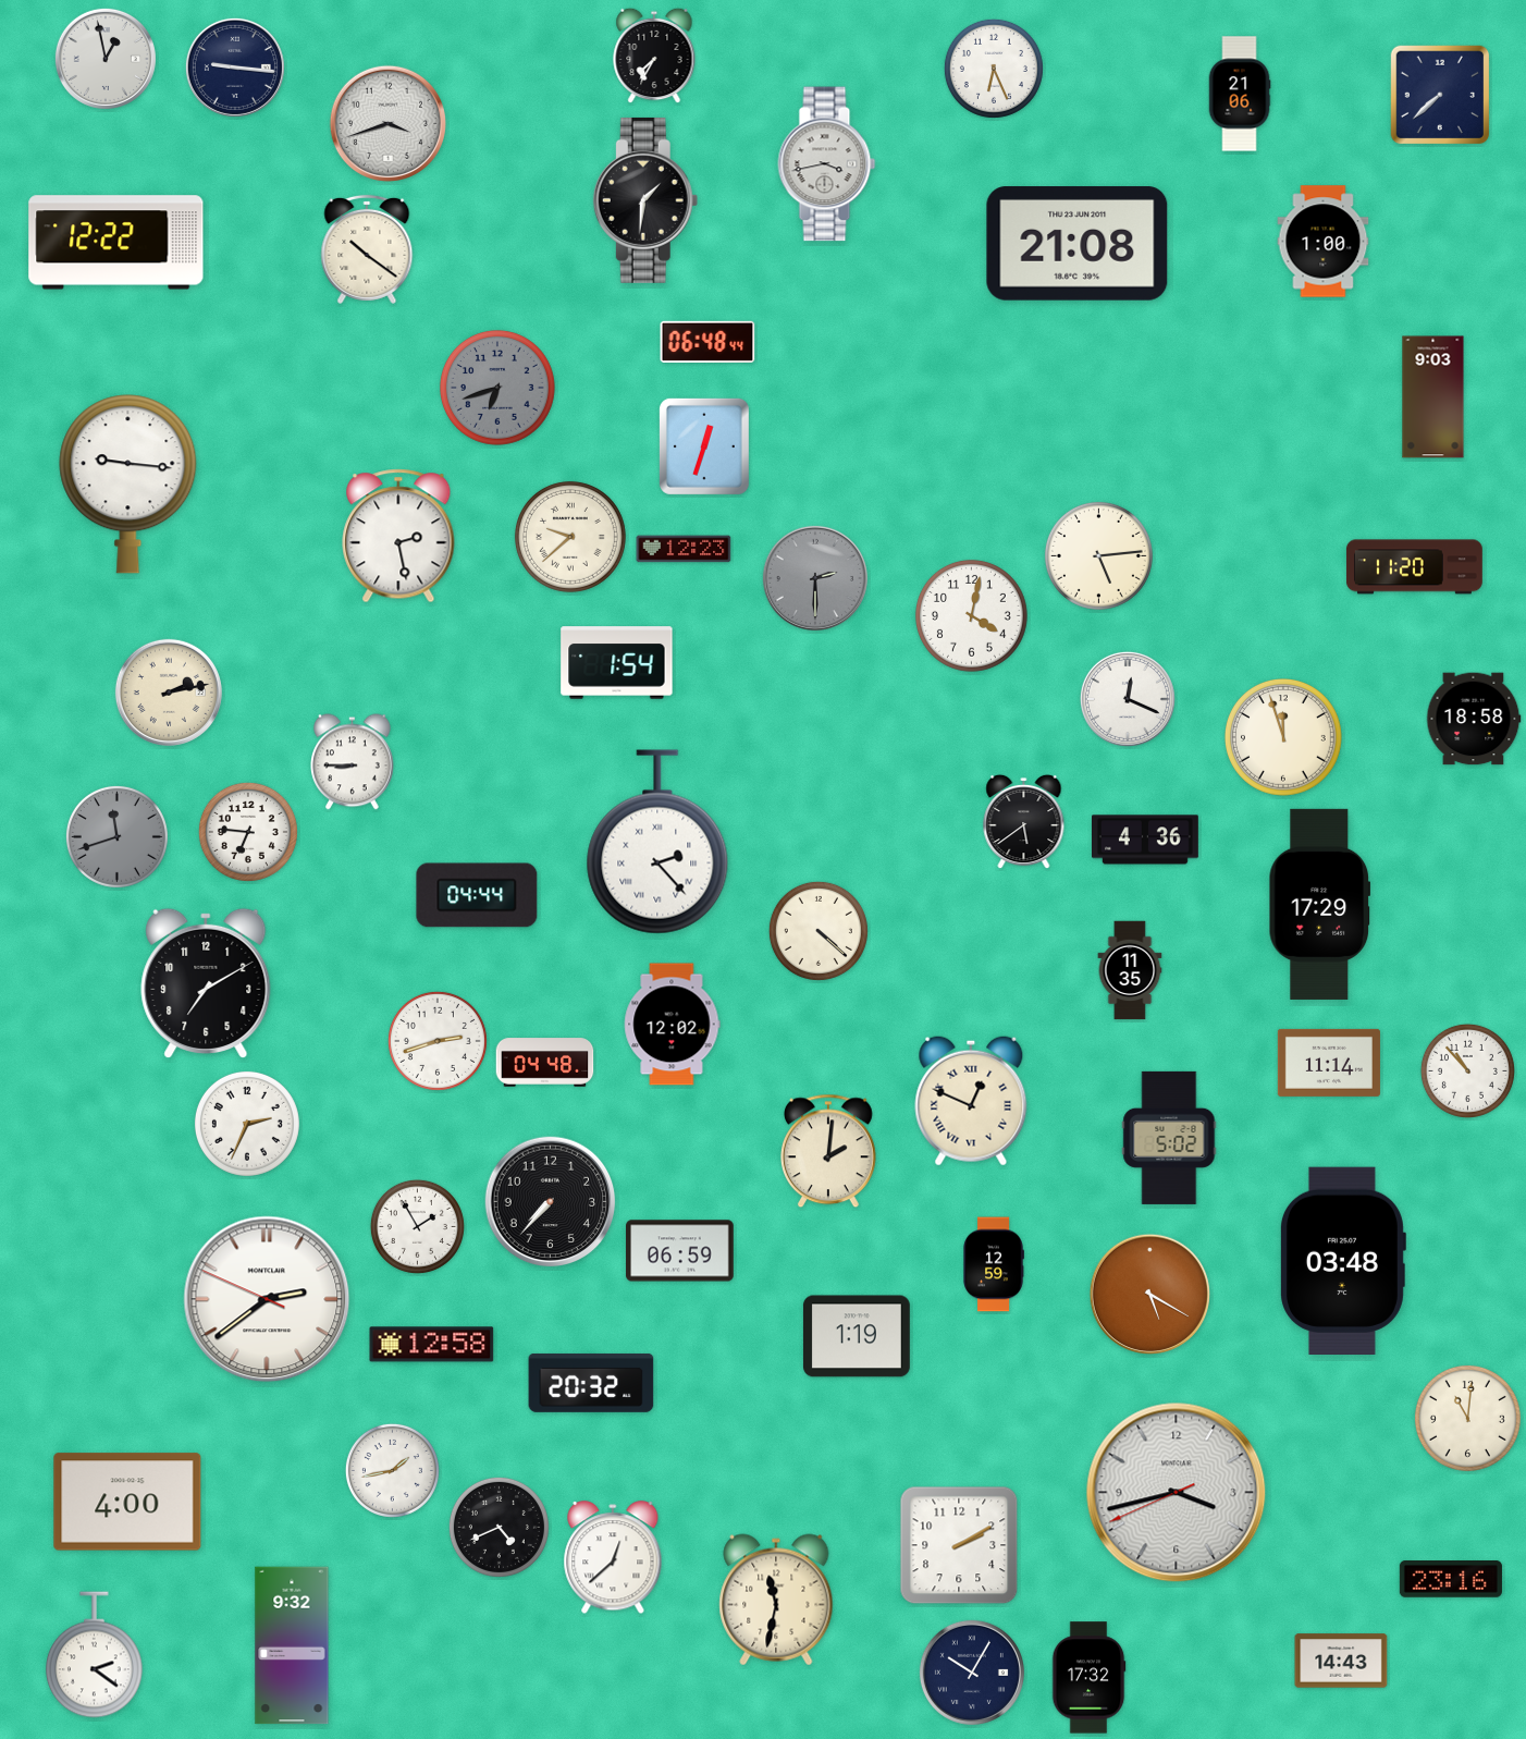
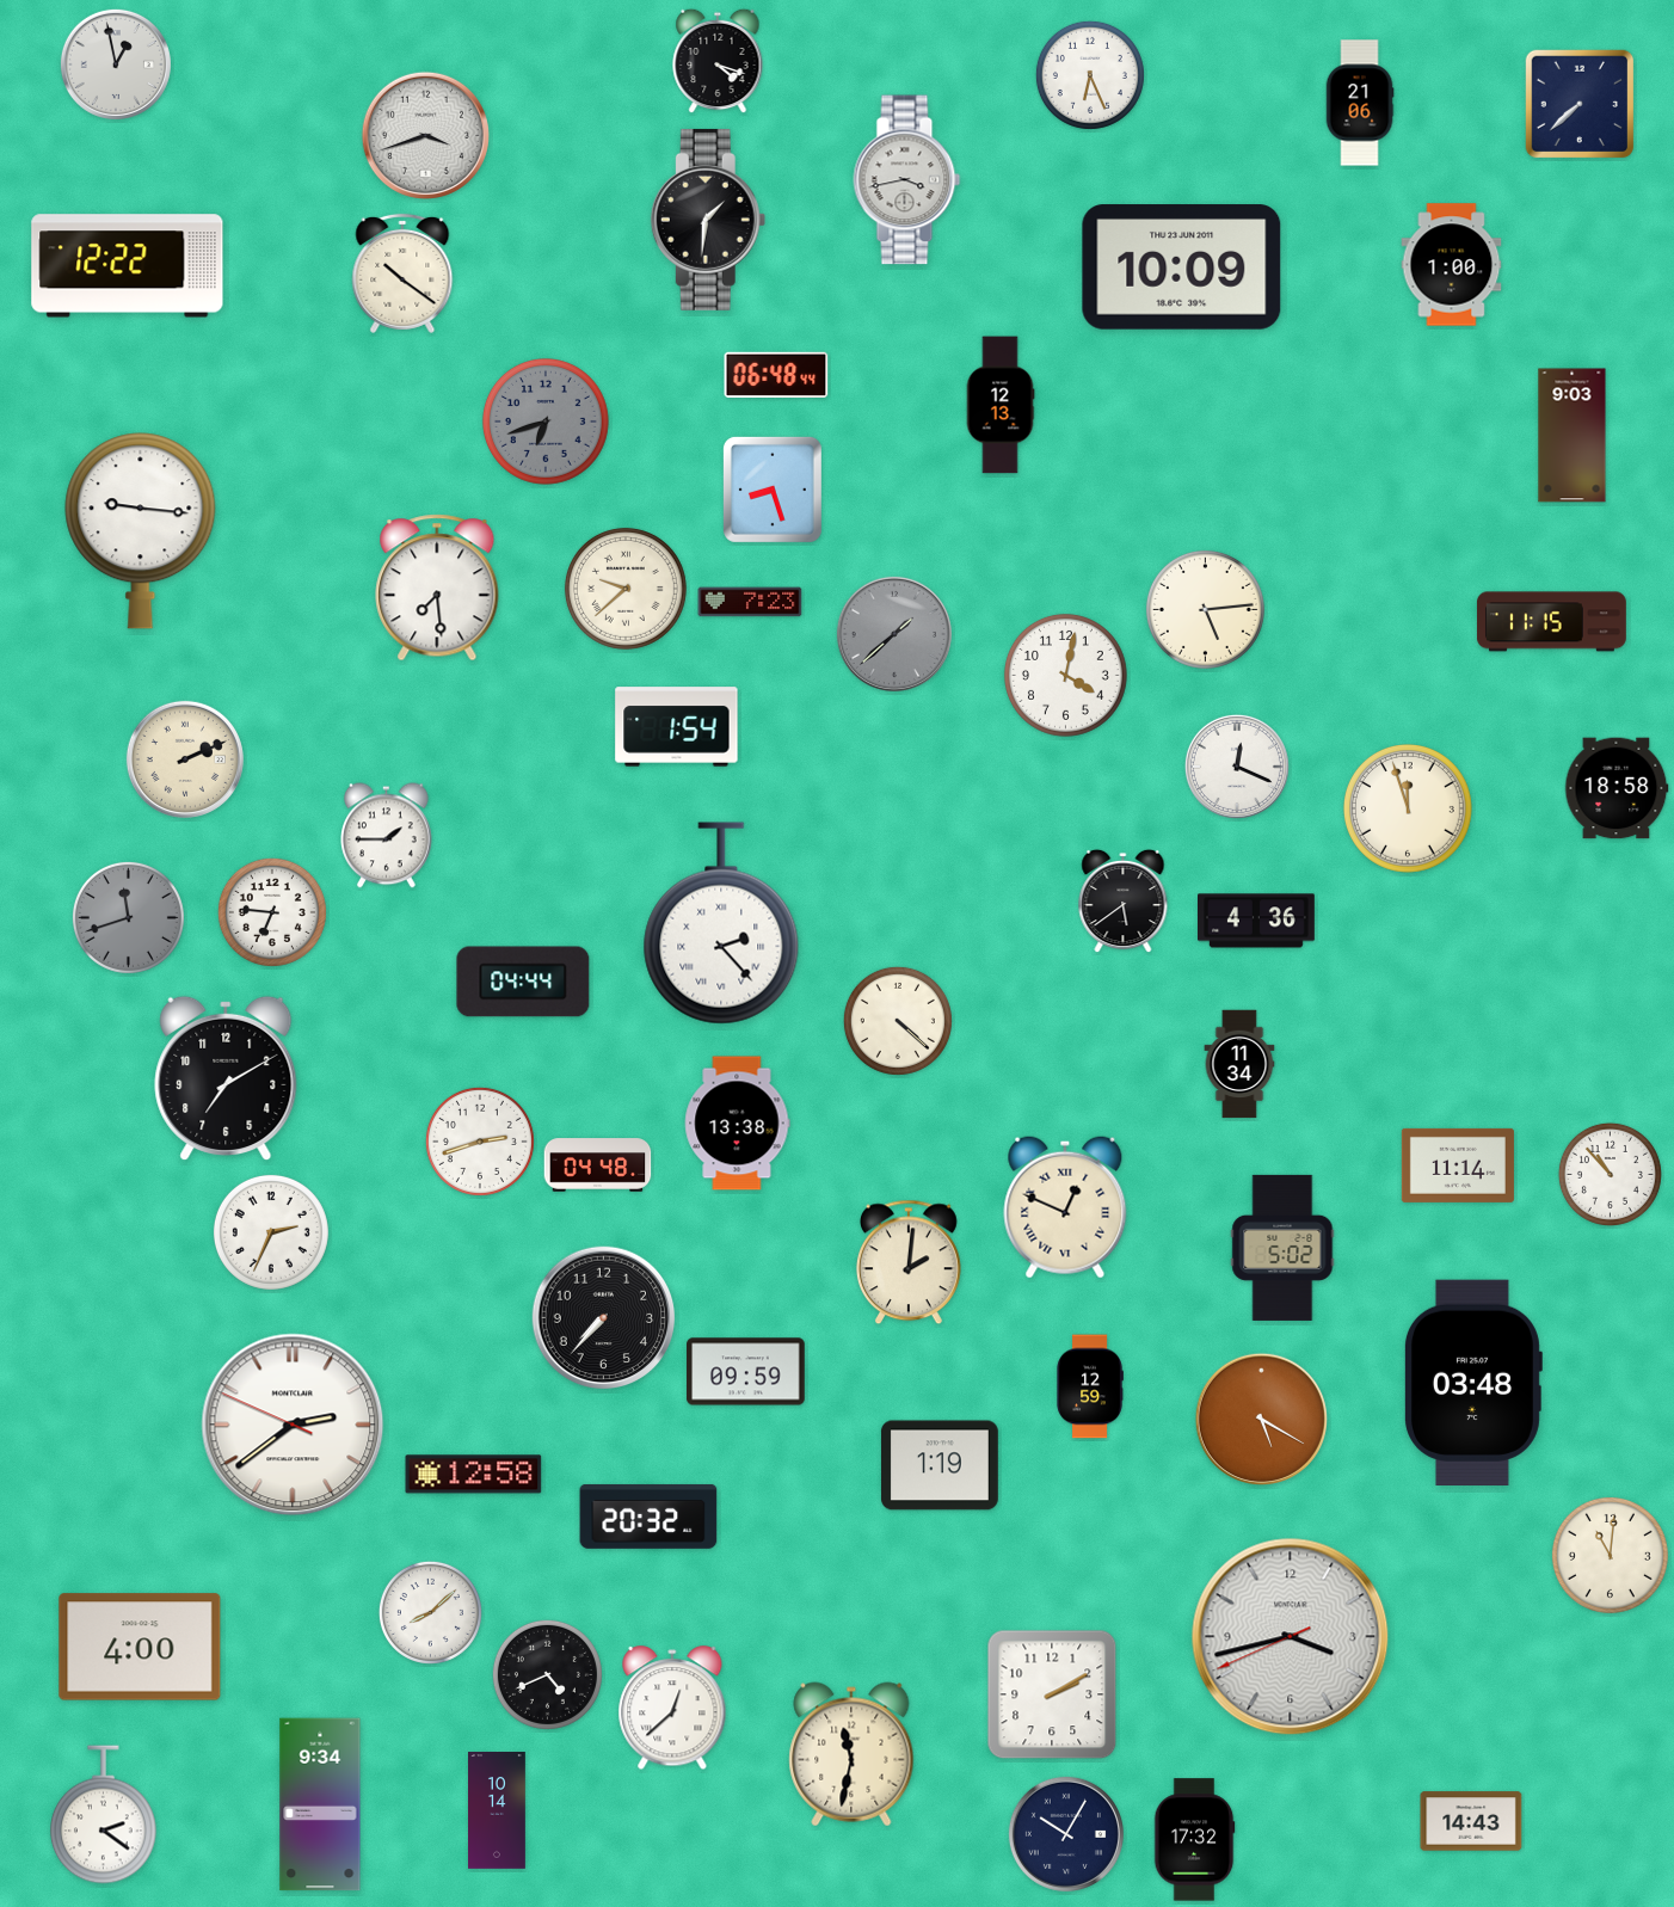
clock at (654, 56): 7:35 -> 4:18
clock at (235, 68): 9:16 -> none
clock at (1078, 244): 21:08 -> 10:09
clock at (1001, 405): none -> 12:13
clock at (497, 388) position: (497, 388) -> (546, 422)
clock at (704, 446): 12:33 -> 8:27
clock at (398, 536): 2:28 -> 7:29
clock at (684, 549): 12:23 -> 7:23
clock at (1414, 567): 11:20 -> 11:15
clock at (815, 578): 2:30 -> 1:38
clock at (169, 693): 2:13 -> 2:11
clock at (353, 762): 8:45 -> 1:45
clock at (1320, 904): 17:29 -> none
clock at (1130, 970): 11:35 -> 11:34
clock at (672, 1025): 12:02 -> 13:38
clock at (417, 1226): 1:55 -> none
clock at (680, 1251): 06:59 -> 09:59
clock at (392, 1470): 1:43 -> 8:08
clock at (1451, 1579): 23:16 -> none
clock at (292, 1645): 9:32 -> 9:34
clock at (498, 1811): none -> 10:14
